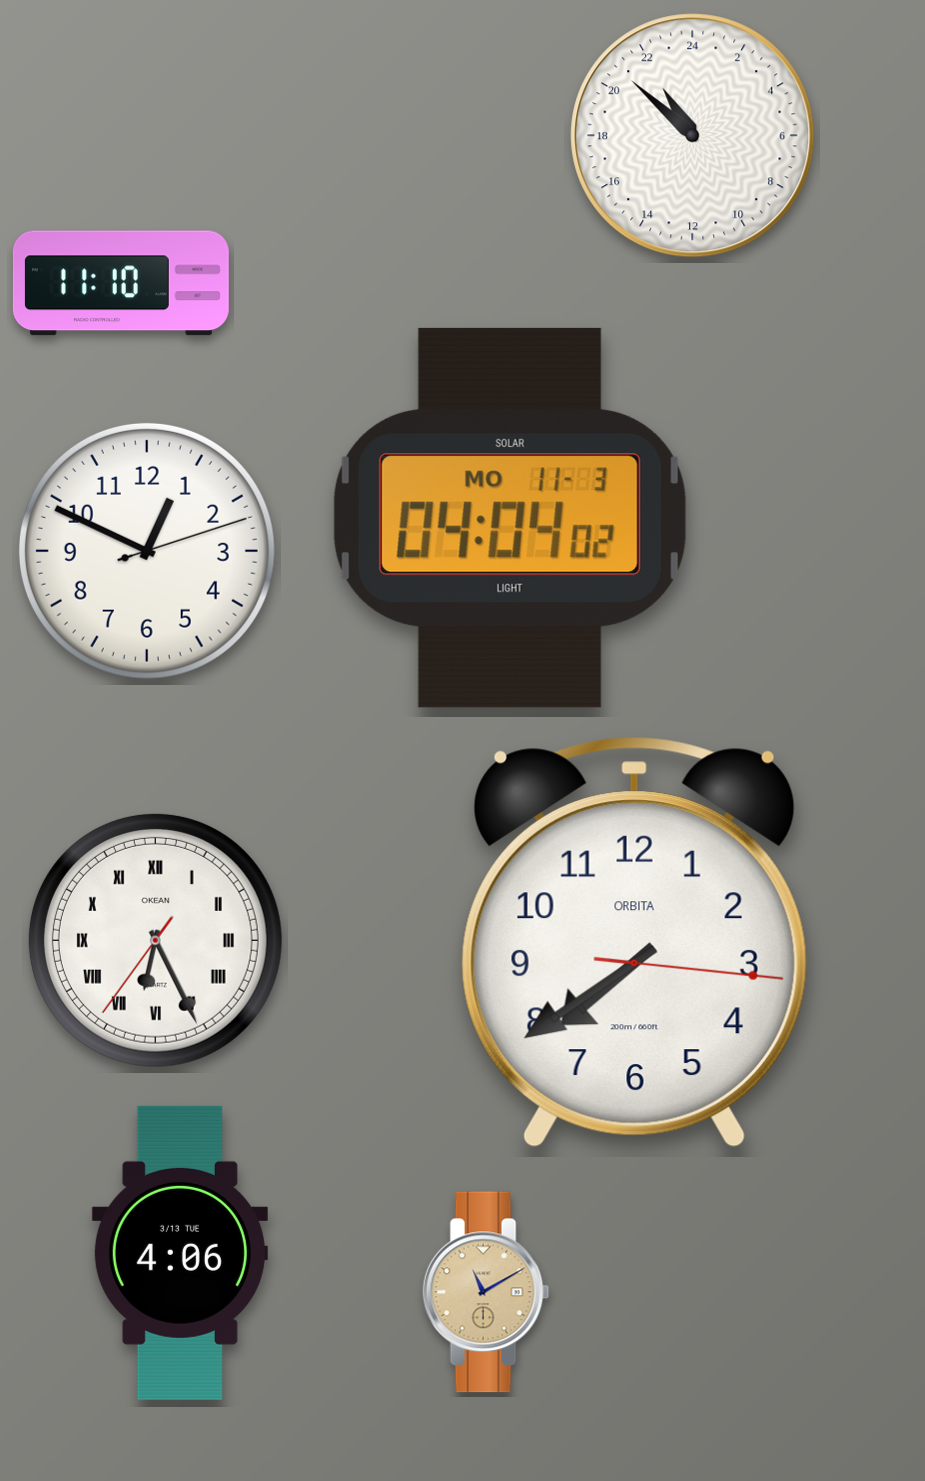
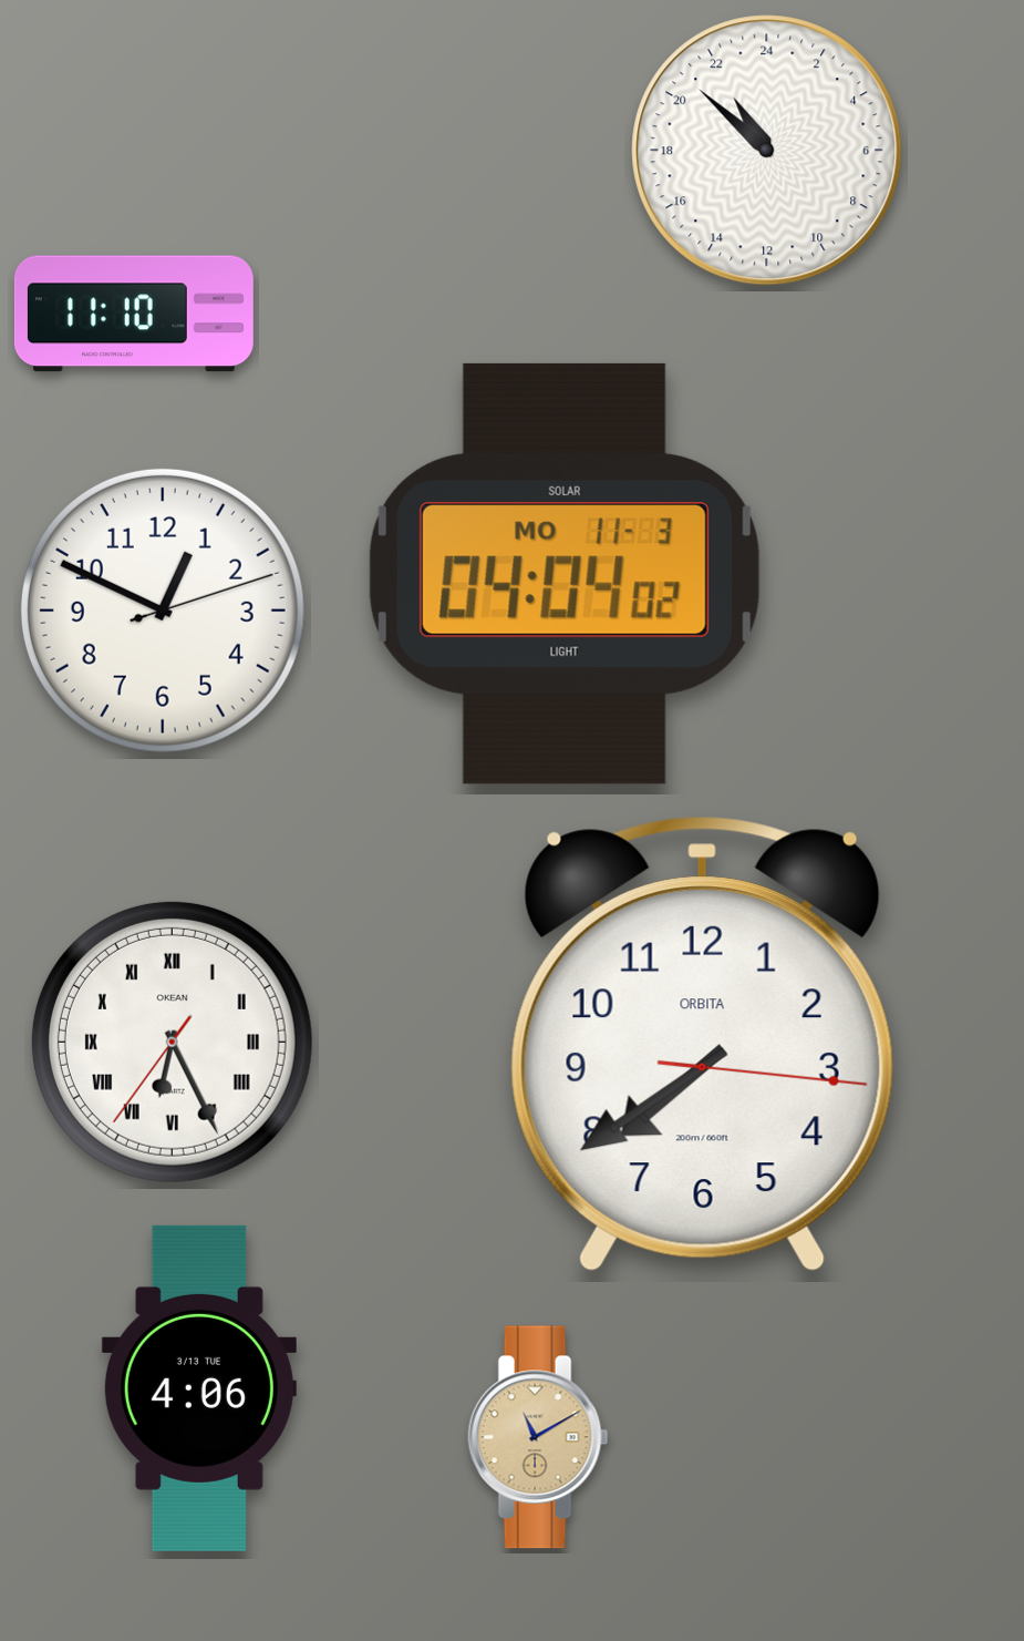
clock at (486, 1292) position: (486, 1292) -> (538, 1437)
